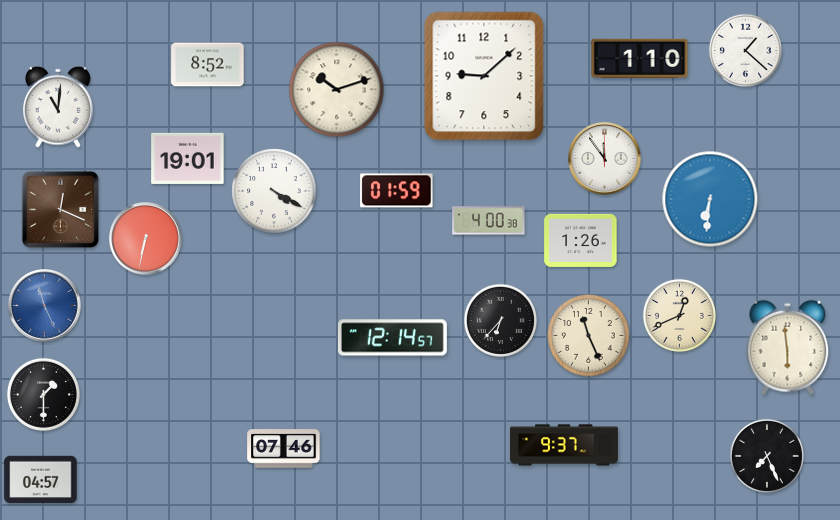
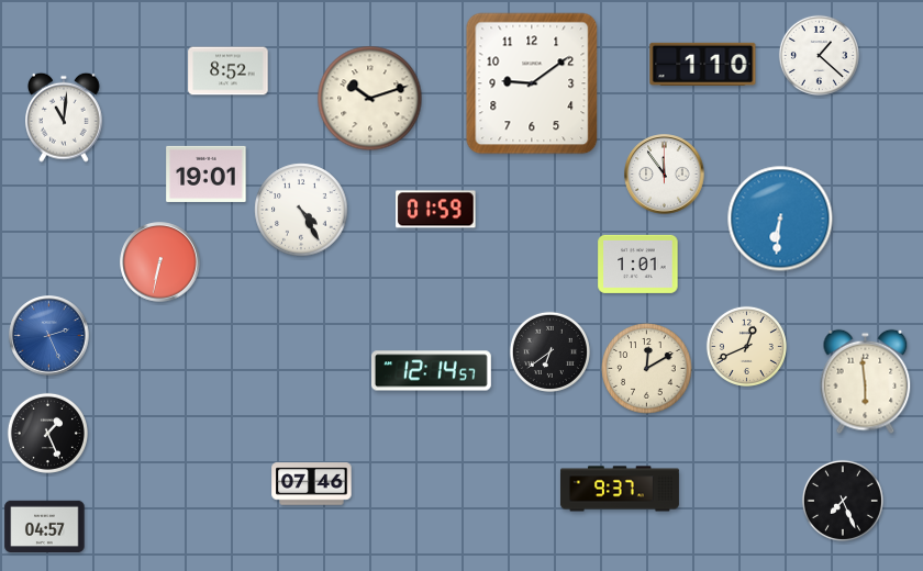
clock at (484, 76): 9:08 -> 9:09
clock at (274, 191): 4:20 -> 4:25
clock at (60, 209): 12:19 -> none
clock at (489, 221): 4:00 -> none
clock at (581, 240): 1:26 -> 1:01
clock at (45, 306): 11:26 -> 2:26
clock at (500, 320): 6:37 -> 6:39
clock at (589, 336): 11:26 -> 12:10
clock at (43, 394): 1:30 -> 1:26
clock at (284, 449) position: (284, 449) -> (312, 484)
